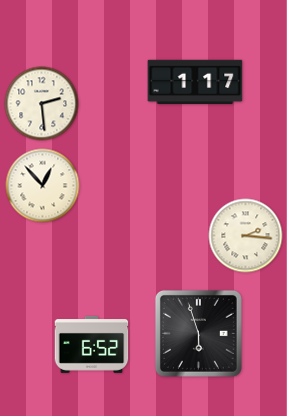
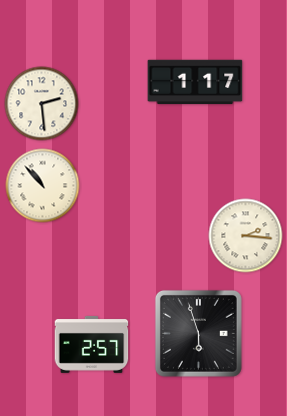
clock at (43, 186): 12:53 -> 10:53
clock at (92, 344): 6:52 -> 2:57
